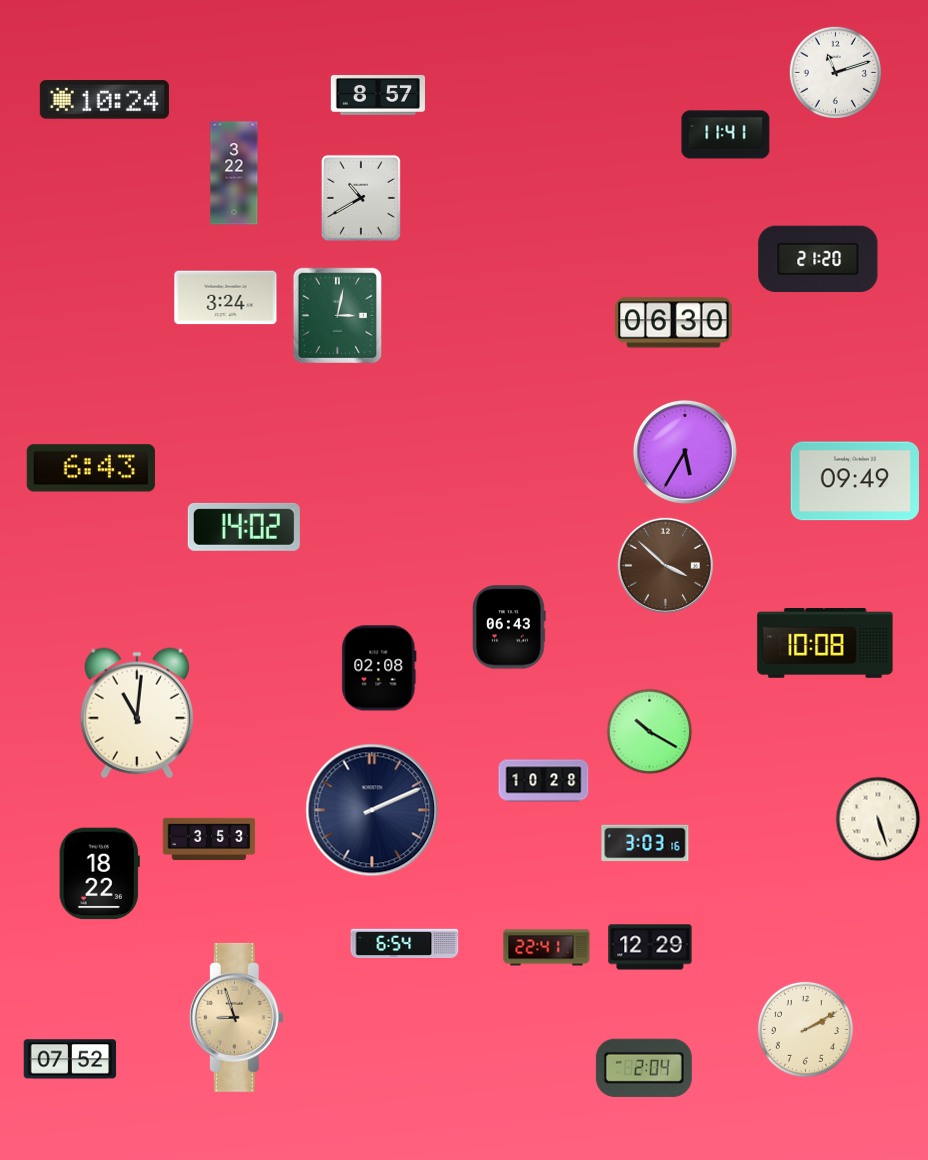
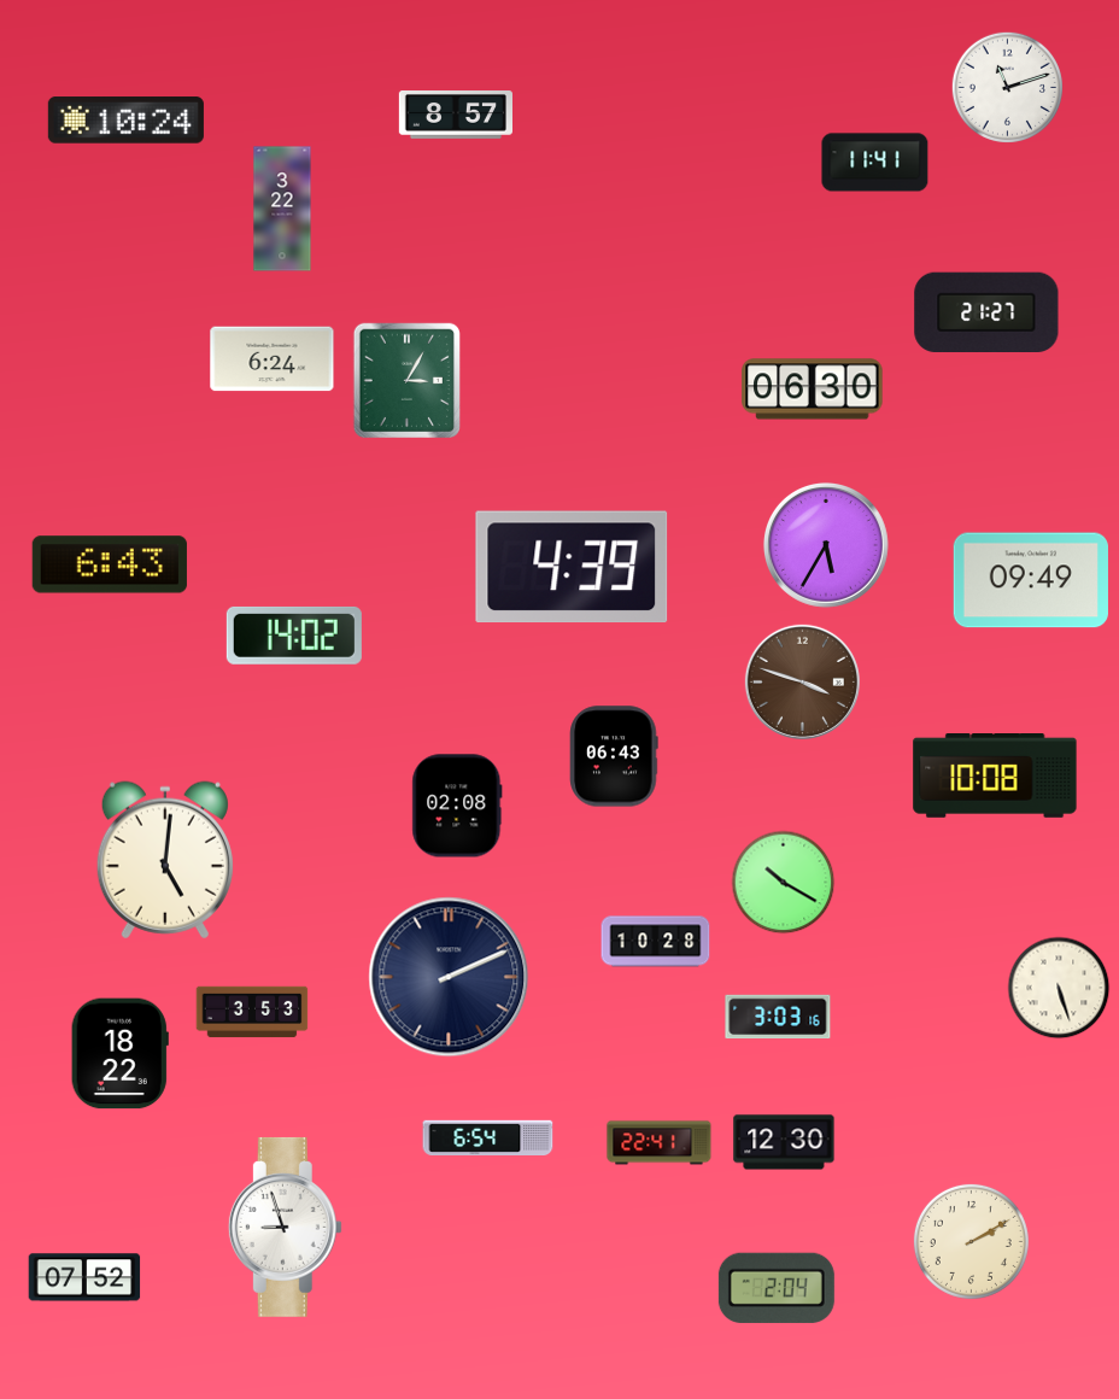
clock at (361, 198): 10:40 -> none
clock at (818, 259): 21:20 -> 21:27
clock at (226, 298): 3:24 -> 6:24
clock at (337, 315): 3:02 -> 3:05
clock at (572, 567): none -> 4:39
clock at (665, 565): 3:52 -> 3:48
clock at (137, 713): 11:01 -> 5:01
clock at (650, 947): 12:29 -> 12:30
clock at (236, 1017) dial: champagne -> white
